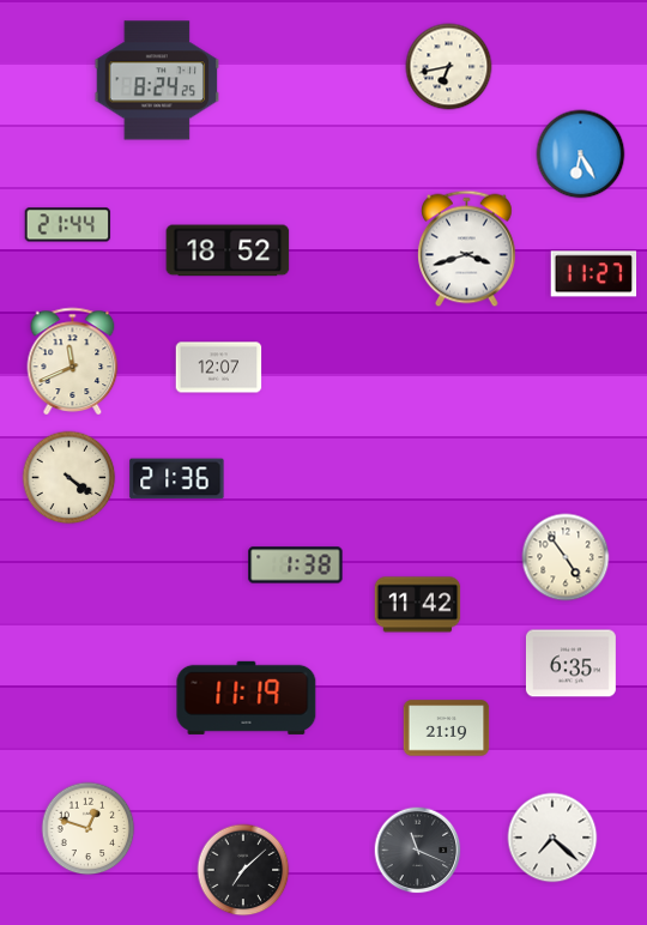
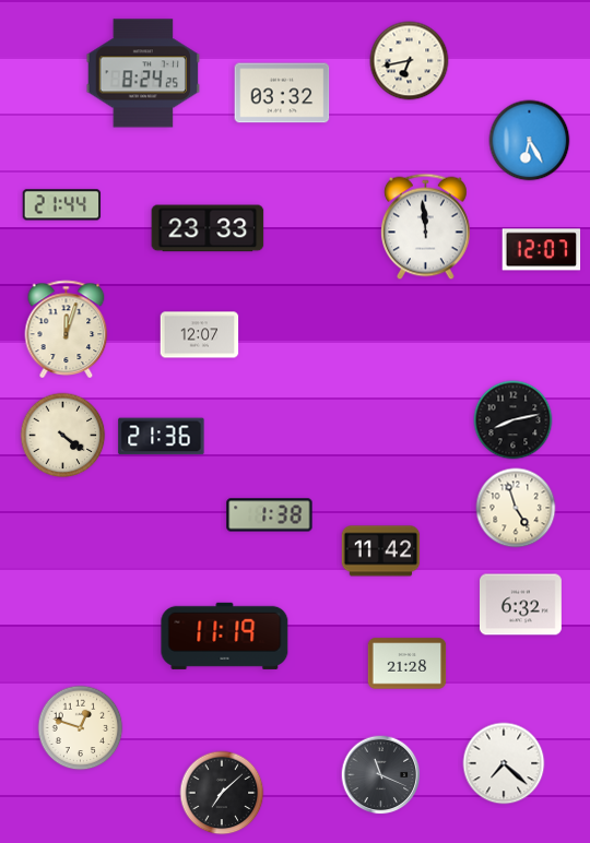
clock at (282, 93): none -> 03:32
clock at (467, 249): 3:42 -> 11:59
clock at (228, 250): 18:52 -> 23:33
clock at (594, 274): 11:27 -> 12:07
clock at (73, 361): 11:41 -> 12:03
clock at (514, 420): none -> 8:13
clock at (566, 557): 4:54 -> 4:57
clock at (570, 664): 6:35 -> 6:32
clock at (447, 728): 21:19 -> 21:28
clock at (89, 829) position: (89, 829) -> (81, 728)
